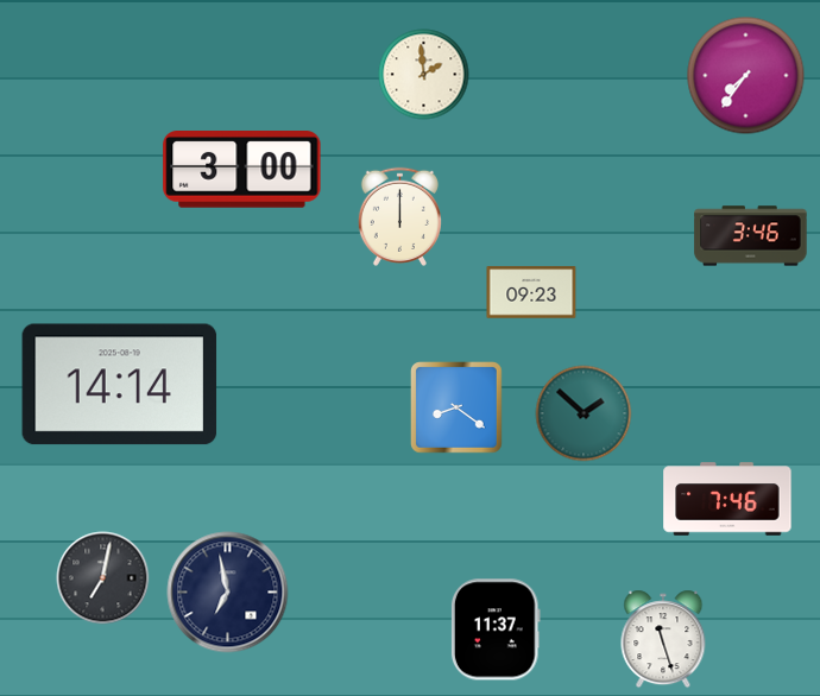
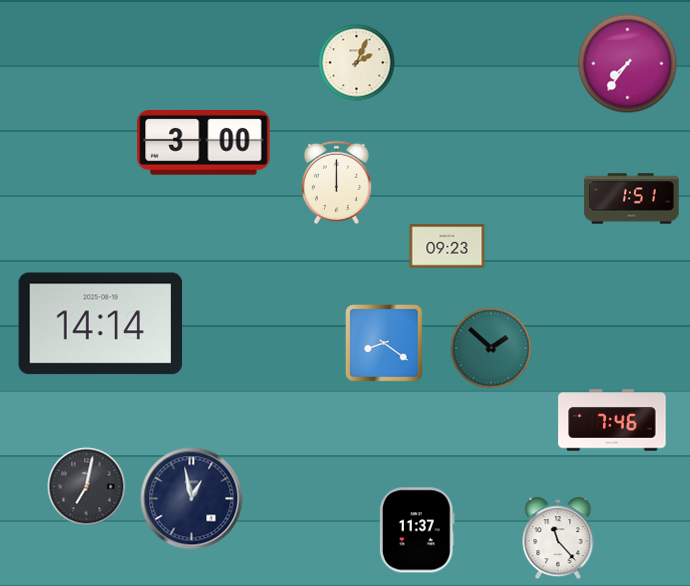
clock at (424, 75): 1:59 -> 2:04
clock at (751, 236): 3:46 -> 1:51
clock at (228, 593): 6:58 -> 12:58
clock at (663, 639): 11:27 -> 11:23
